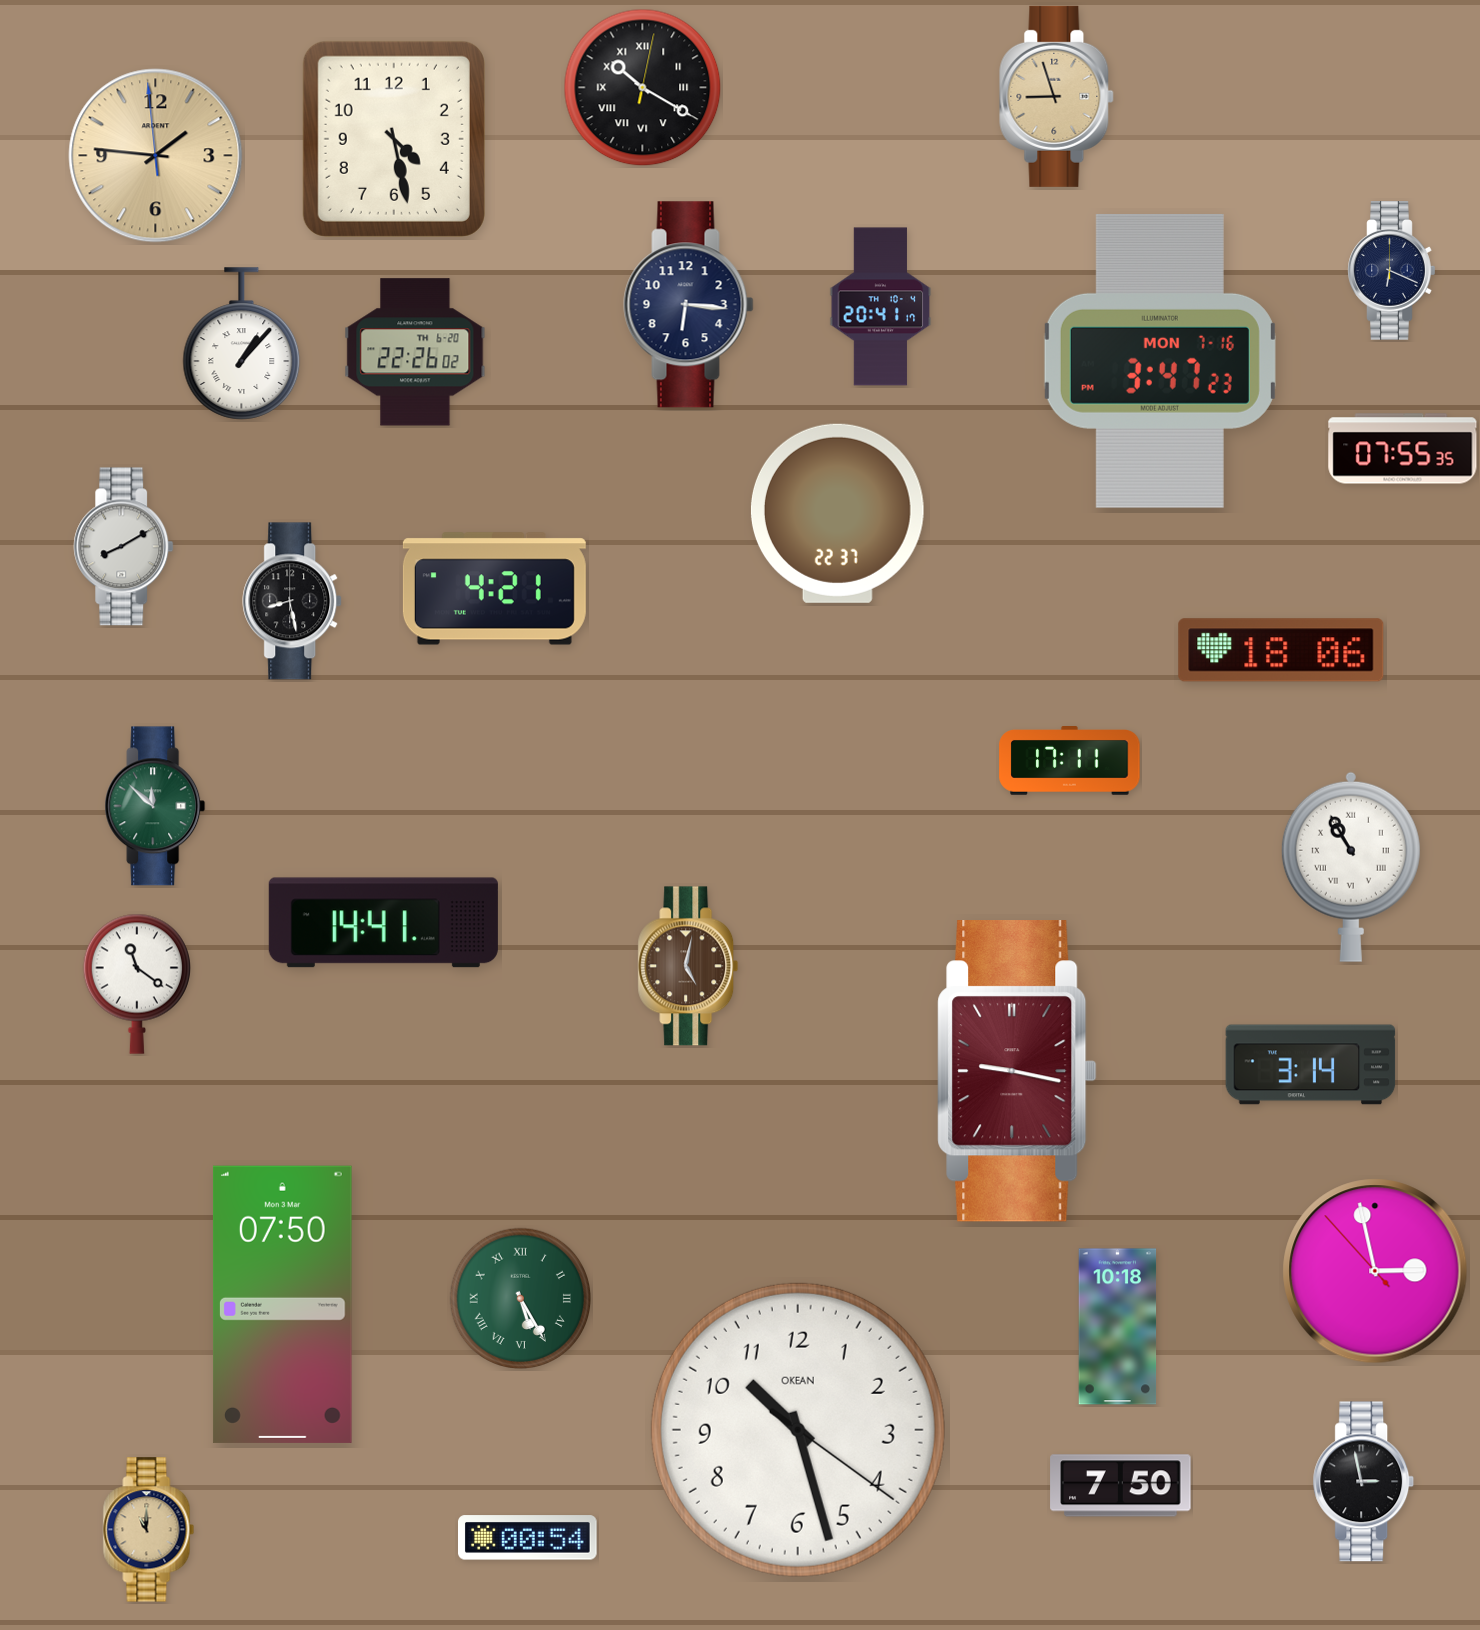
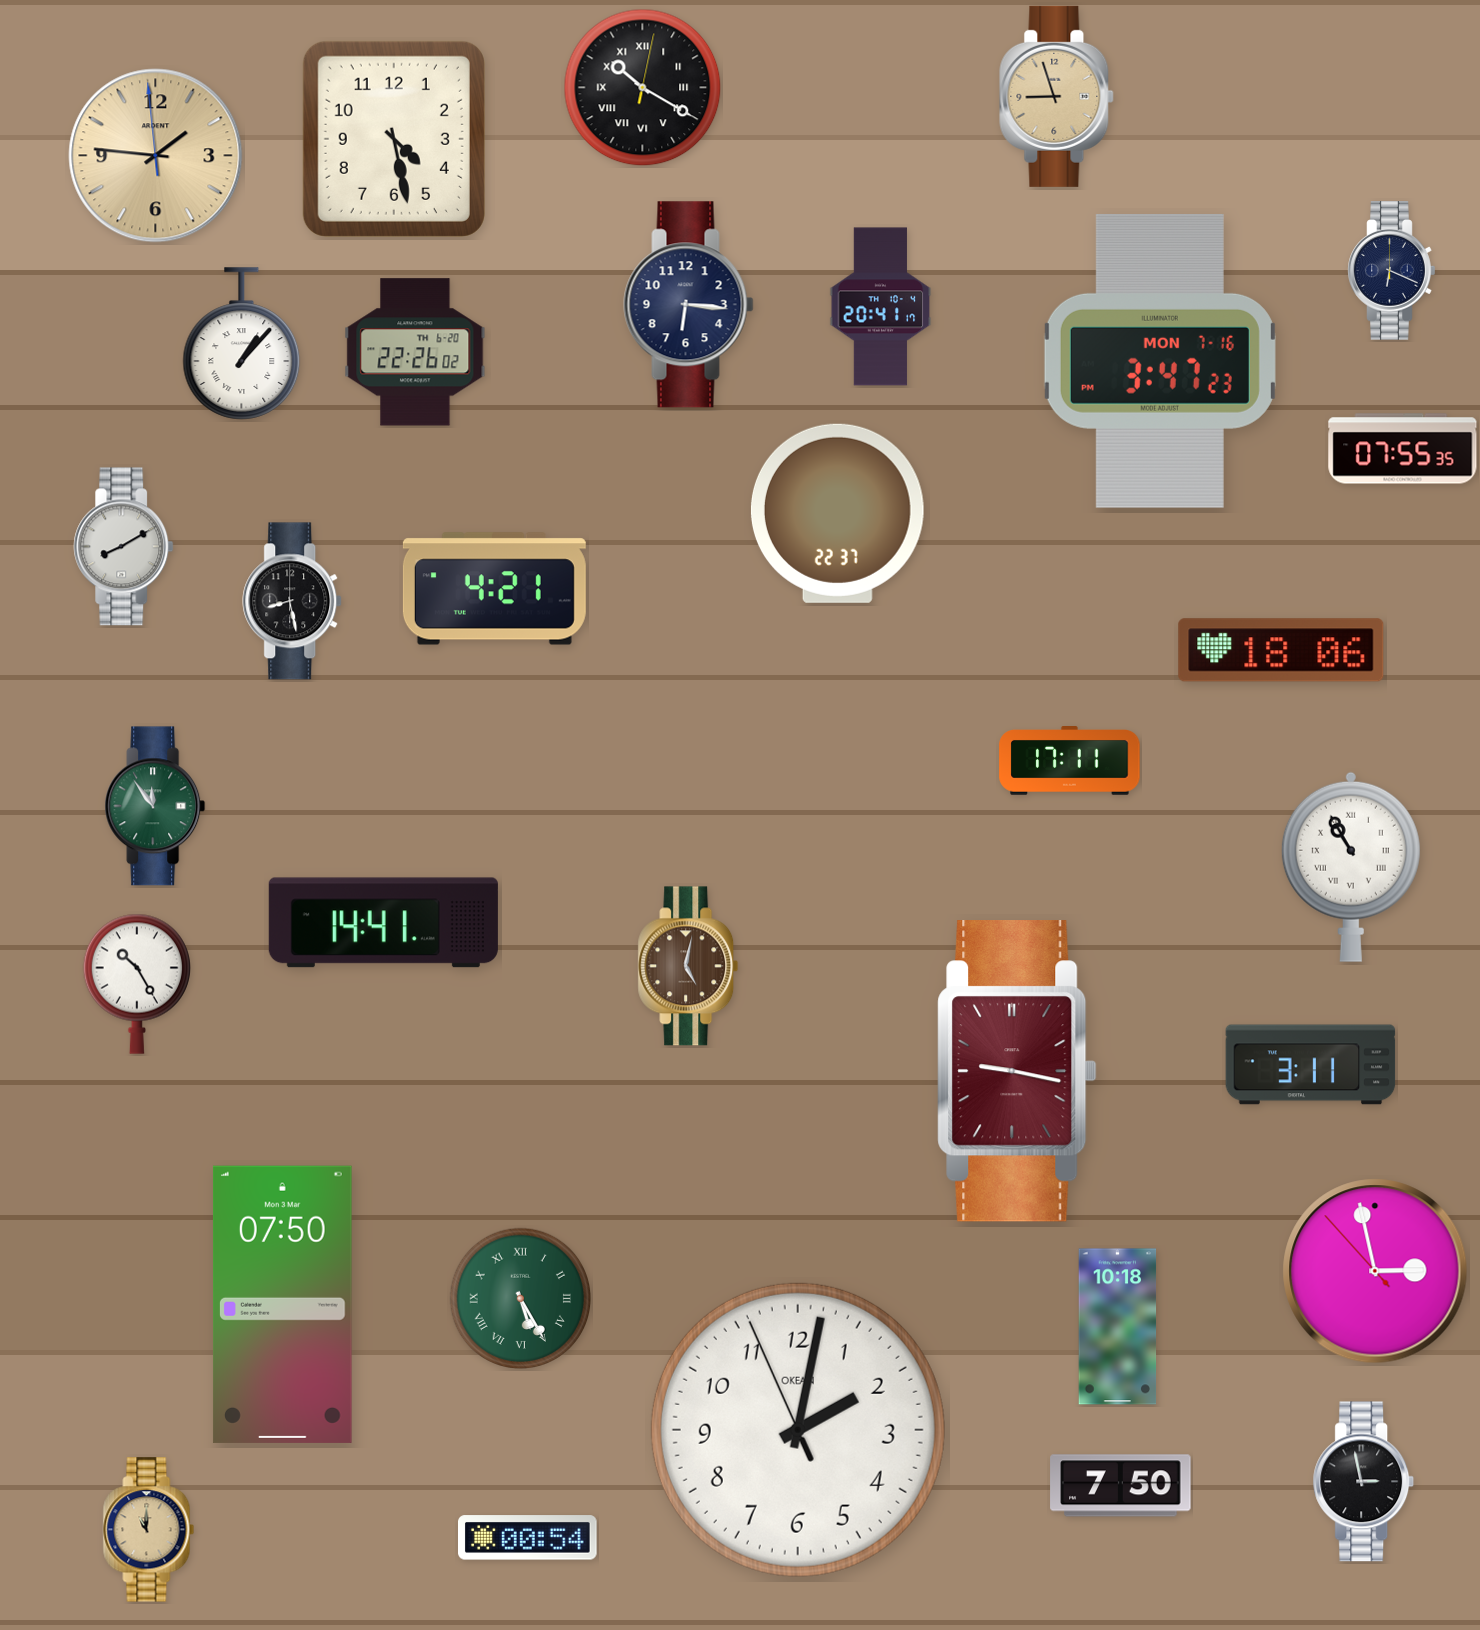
clock at (155, 806): 11:52 -> 11:54
clock at (137, 984): 11:21 -> 10:25
clock at (1311, 1065): 3:14 -> 3:11
clock at (798, 1430): 10:27 -> 2:01
